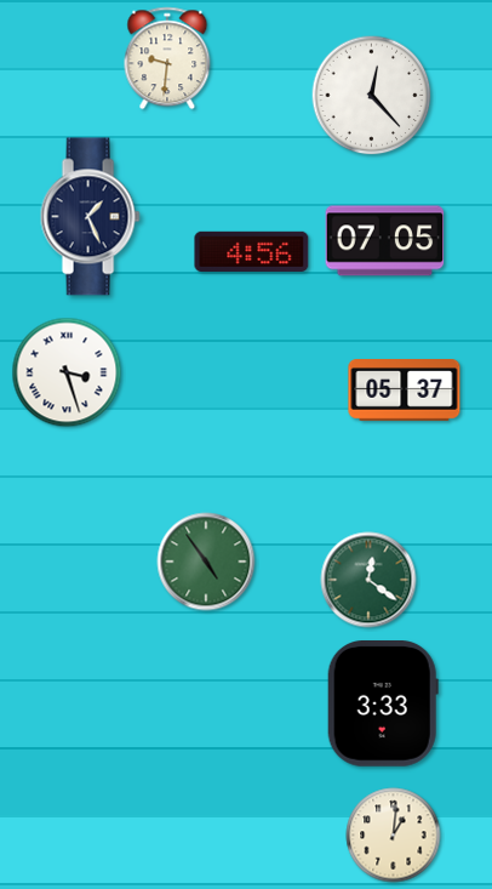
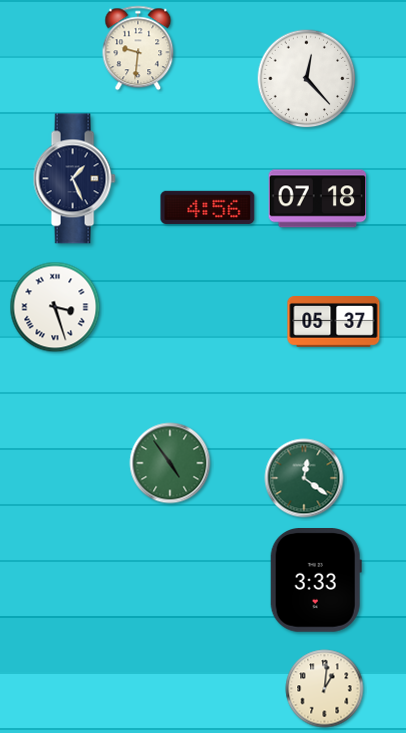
clock at (385, 241): 07:05 -> 07:18
